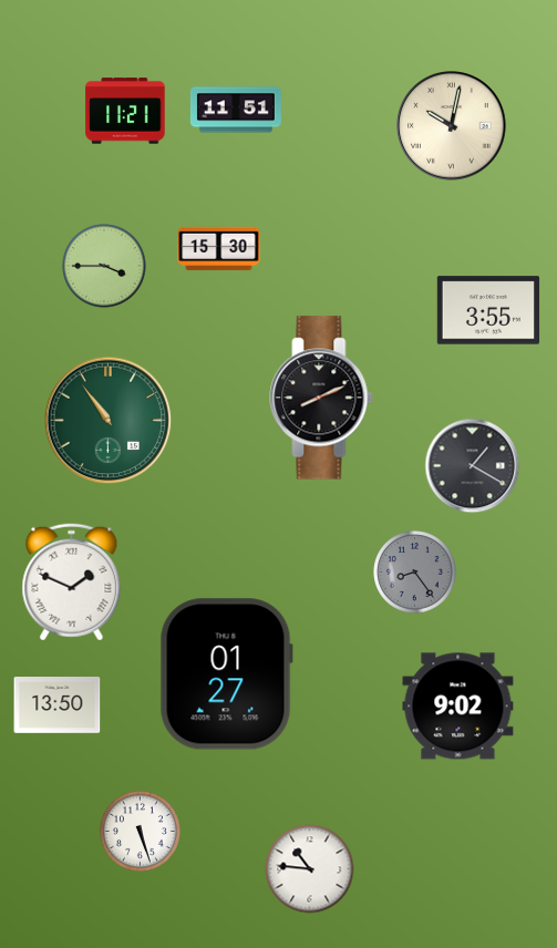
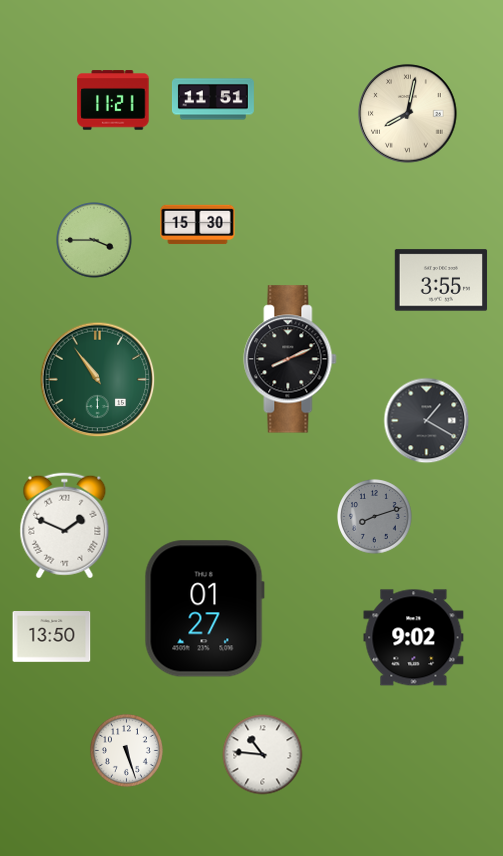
clock at (452, 126): 10:02 -> 8:02
clock at (415, 573): 8:24 -> 8:12
clock at (310, 869) position: (310, 869) -> (263, 755)
